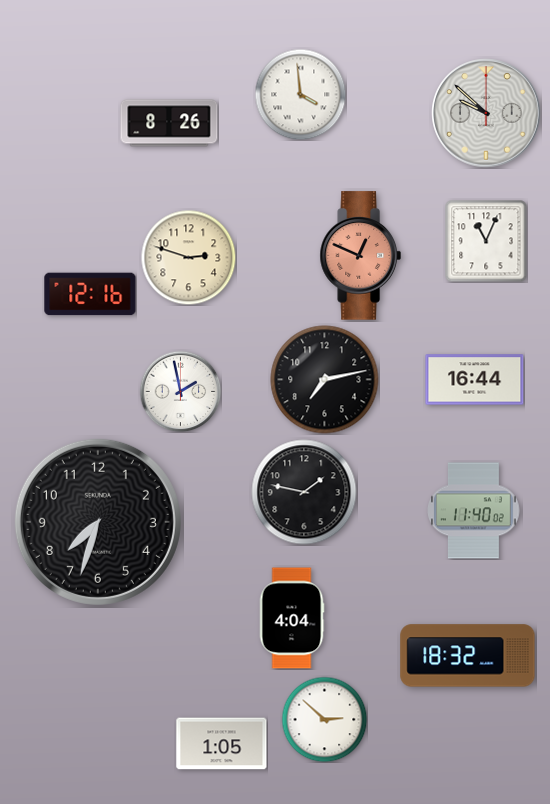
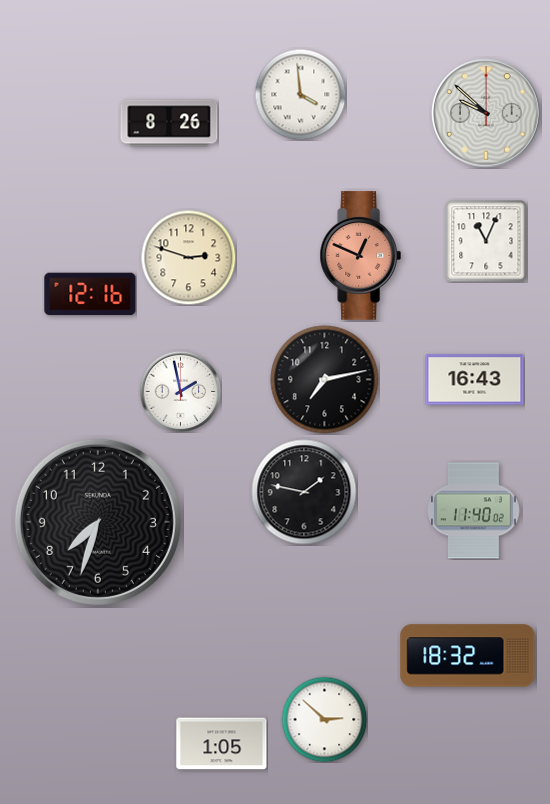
clock at (475, 380): 16:44 -> 16:43
clock at (292, 618): 4:04 -> none
